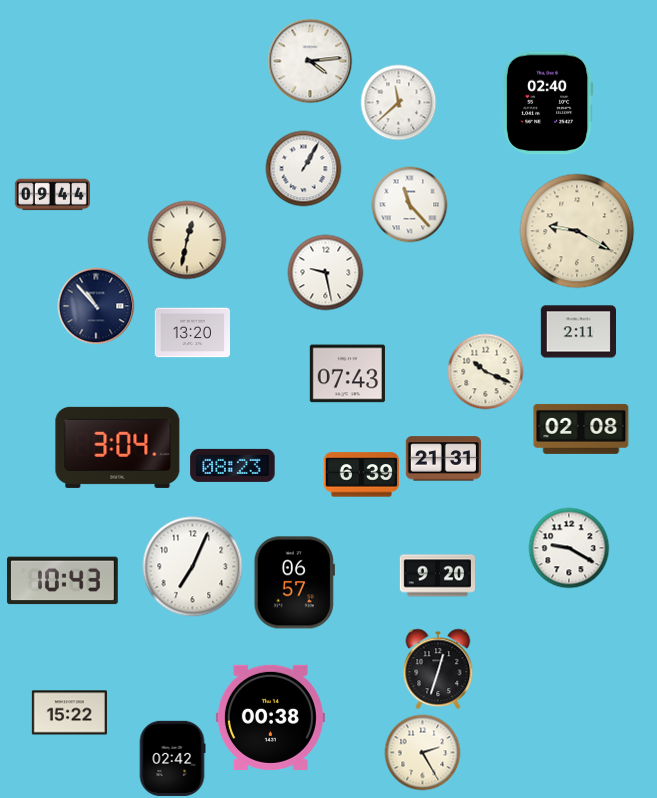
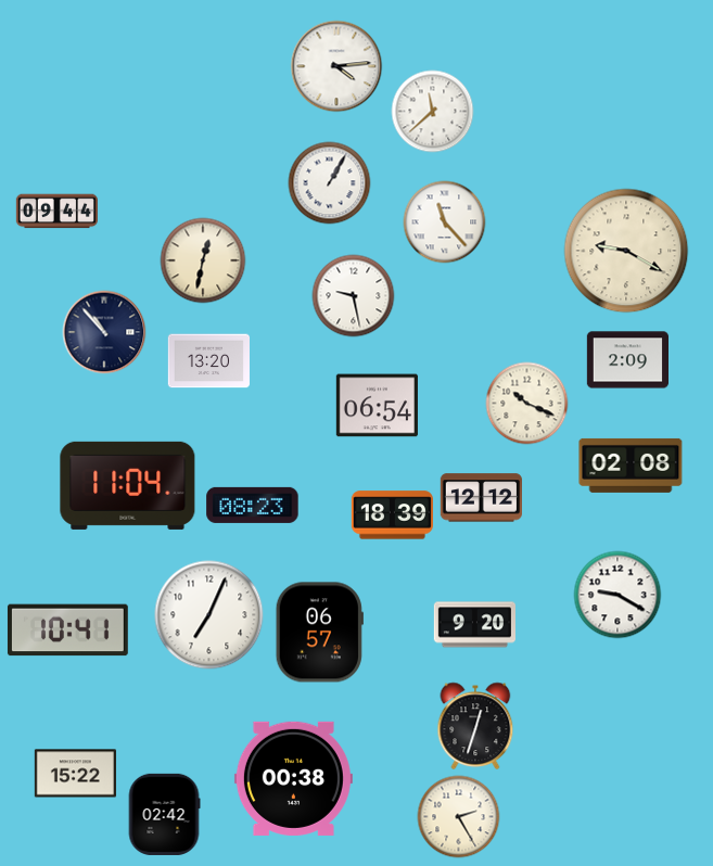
clock at (549, 103): 02:40 -> none
clock at (578, 332): 2:11 -> 2:09
clock at (347, 374): 07:43 -> 06:54
clock at (118, 447): 3:04 -> 11:04
clock at (443, 459): 21:31 -> 12:12
clock at (361, 475): 6:39 -> 18:39
clock at (62, 581): 10:43 -> 10:41
clock at (172, 758) position: (172, 758) -> (164, 814)
